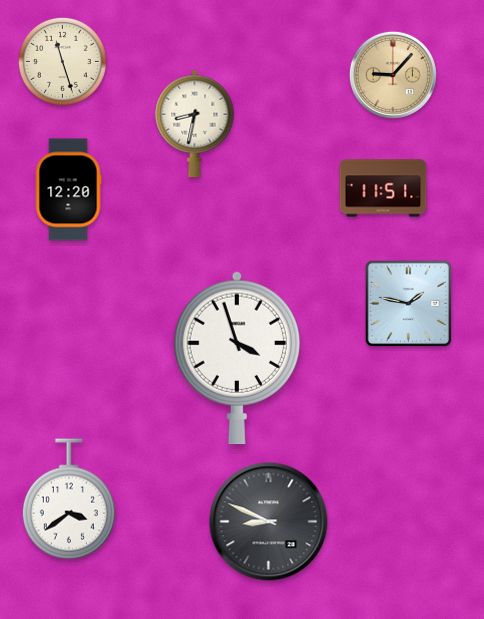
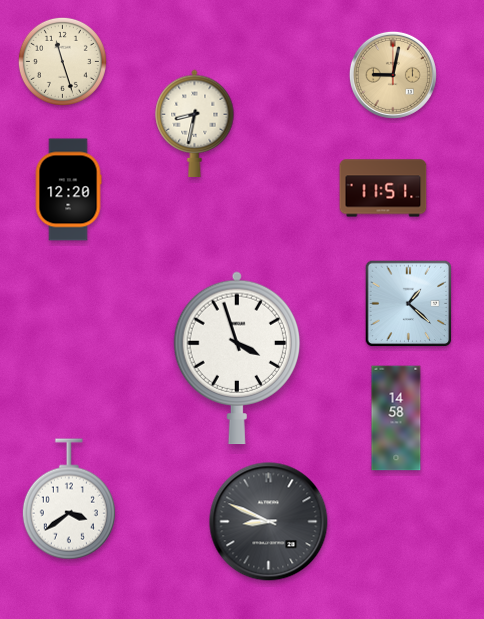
clock at (393, 75): 9:07 -> 9:02
clock at (409, 304): 1:47 -> 1:22
clock at (396, 418): none -> 14:58
